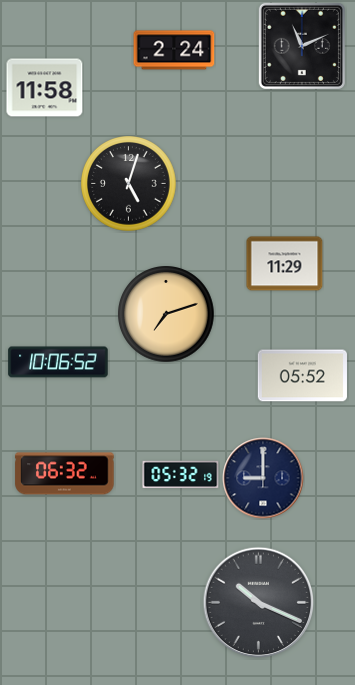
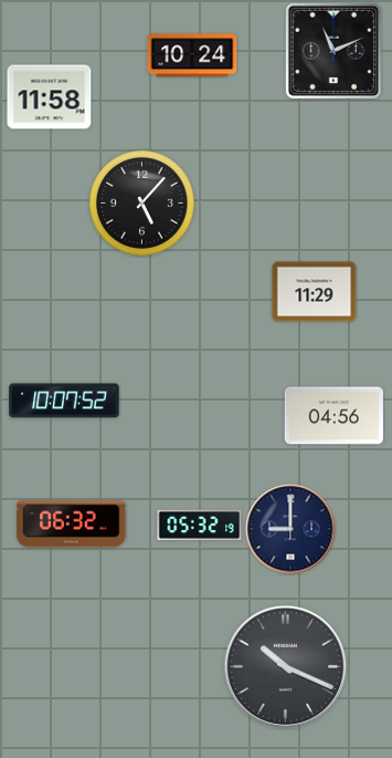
clock at (174, 50): 2:24 -> 10:24
clock at (129, 184): 5:03 -> 5:07
clock at (166, 314): 7:12 -> none
clock at (58, 362): 10:06 -> 10:07
clock at (302, 376): 05:52 -> 04:56
